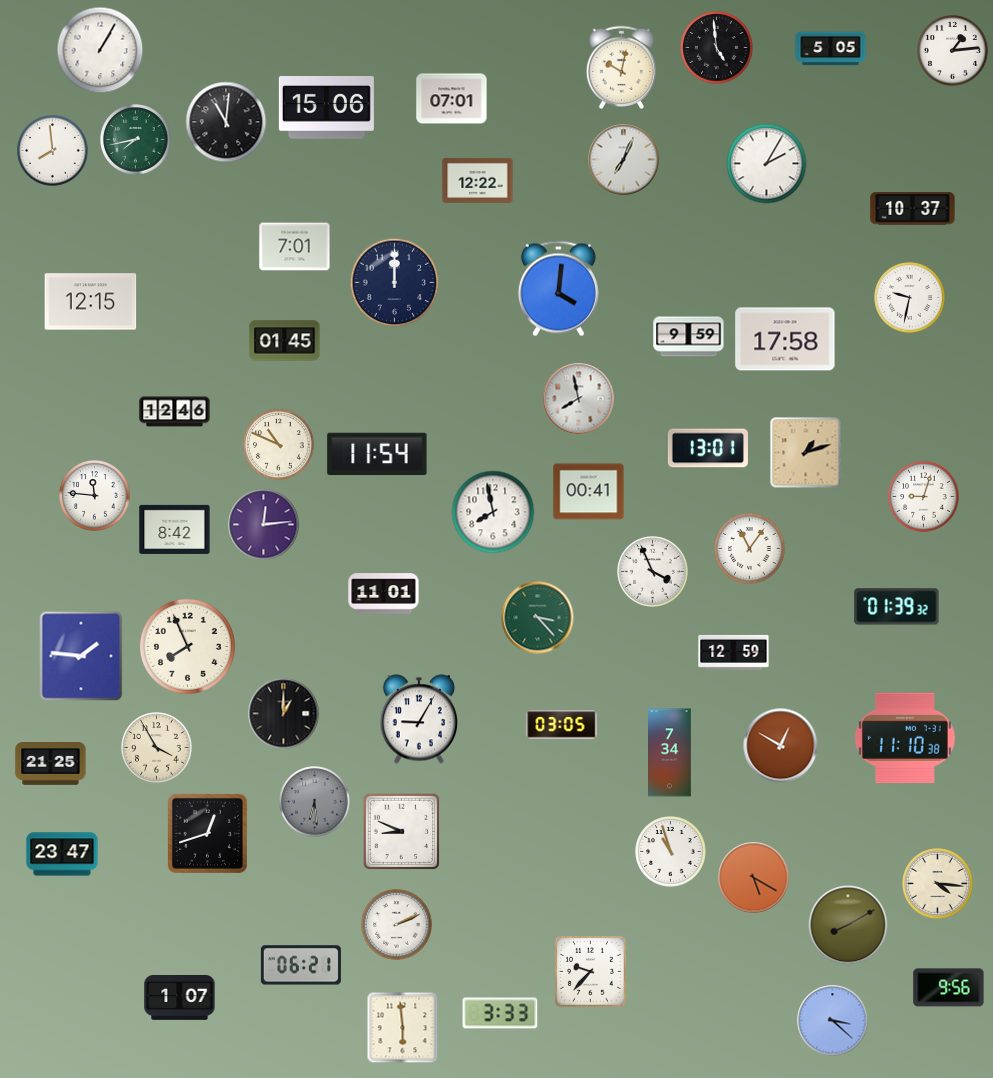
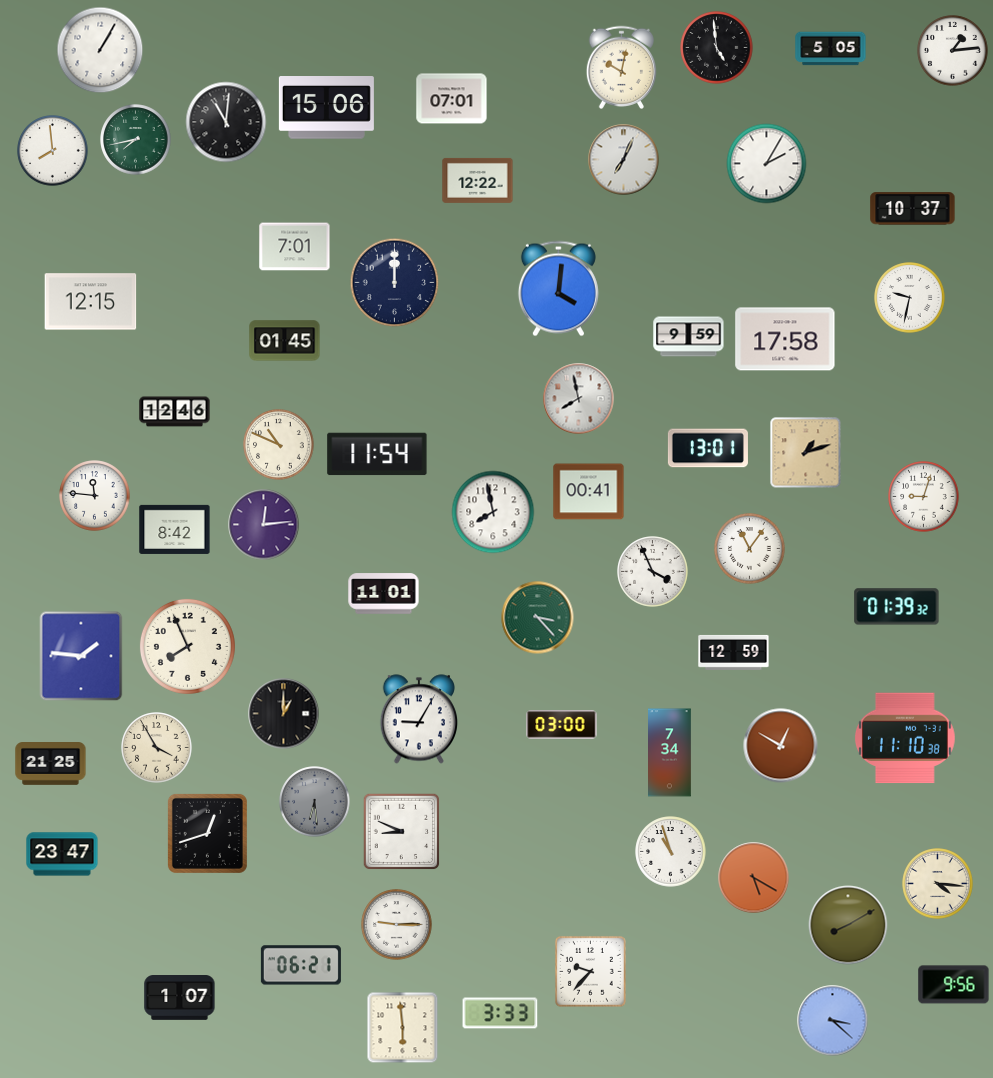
clock at (562, 725): 03:05 -> 03:00
clock at (397, 925): 2:11 -> 9:15
clock at (949, 988) position: (949, 988) -> (954, 985)
